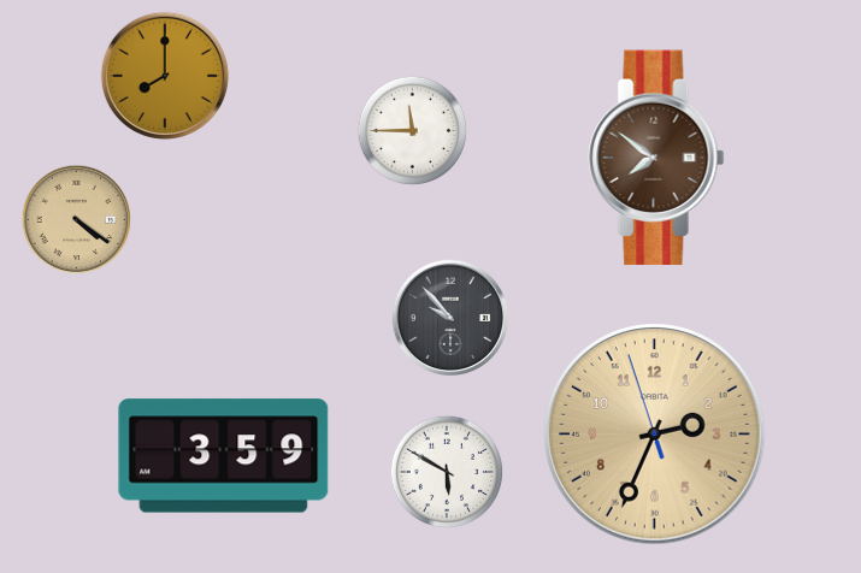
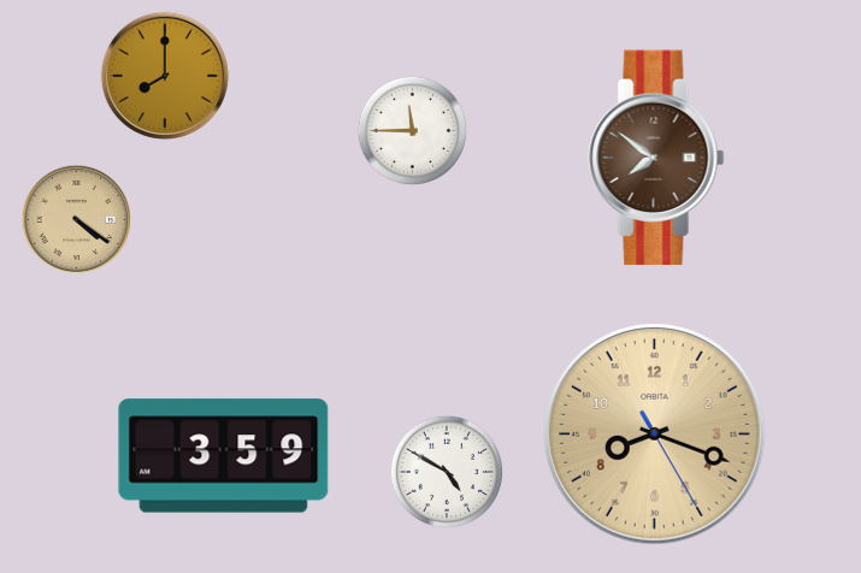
clock at (449, 317): 9:53 -> none
clock at (655, 435): 2:33 -> 8:18
clock at (446, 471): 5:50 -> 4:50
